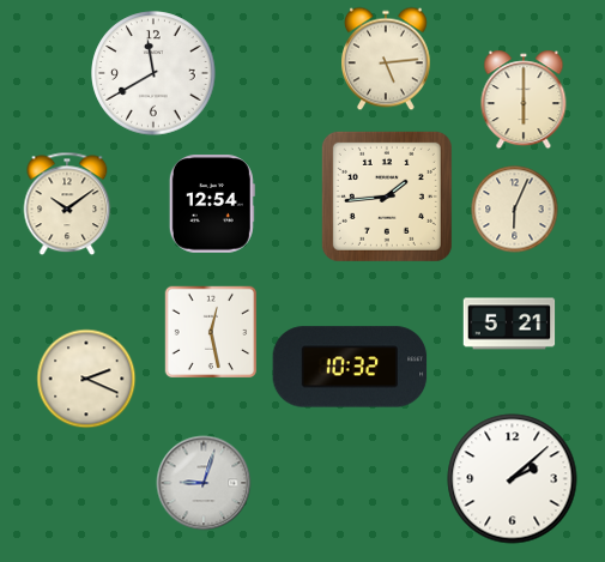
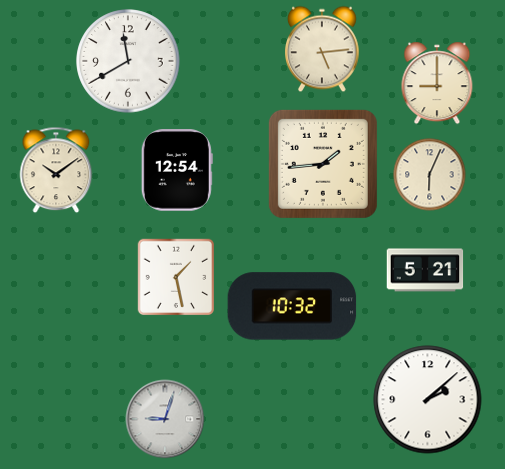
clock at (524, 99): 6:00 -> 9:00
clock at (211, 332): 12:28 -> 1:28
clock at (86, 379): 2:19 -> none
clock at (204, 483) position: (204, 483) -> (165, 419)
